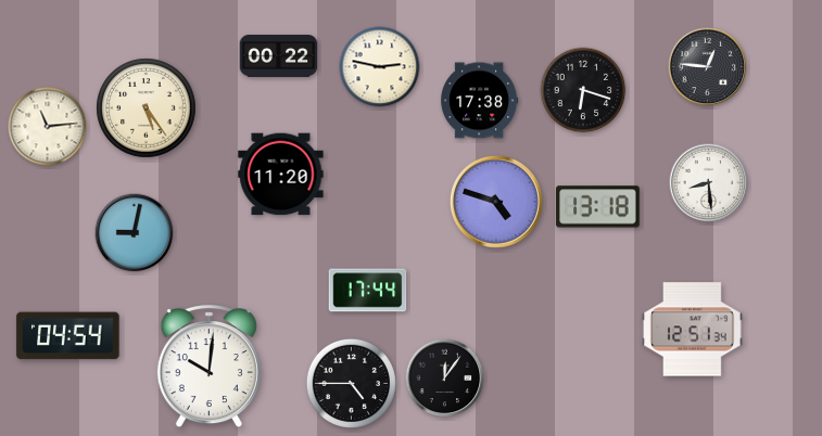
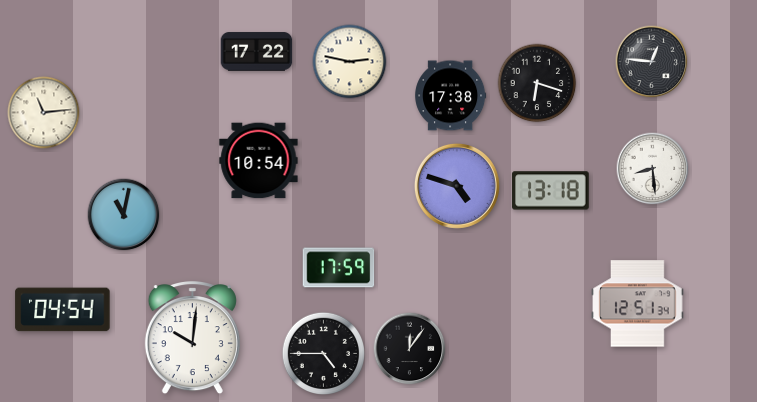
clock at (279, 56): 00:22 -> 17:22
clock at (480, 101) position: (480, 101) -> (451, 96)
clock at (147, 108): 5:24 -> none
clock at (48, 127) position: (48, 127) -> (44, 113)
clock at (281, 175): 11:20 -> 10:54
clock at (135, 233): 9:02 -> 11:02
clock at (368, 291): 17:44 -> 17:59
